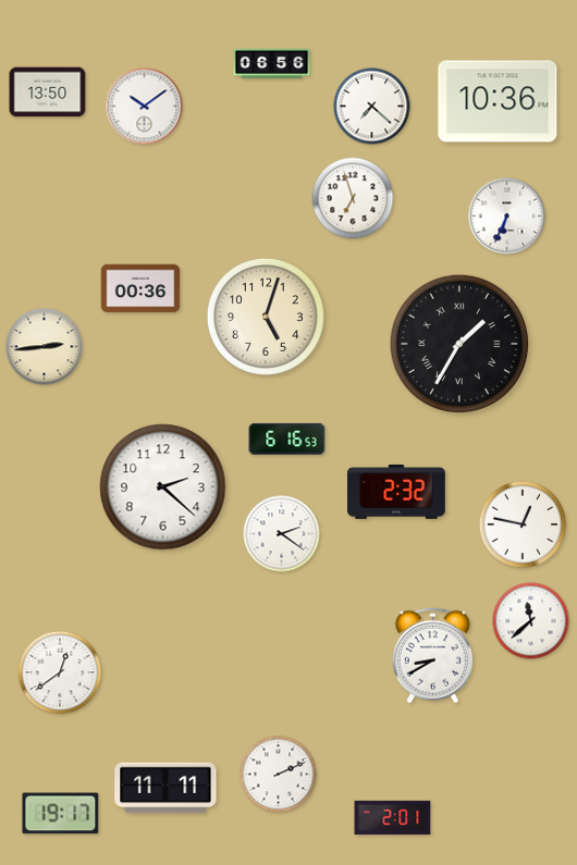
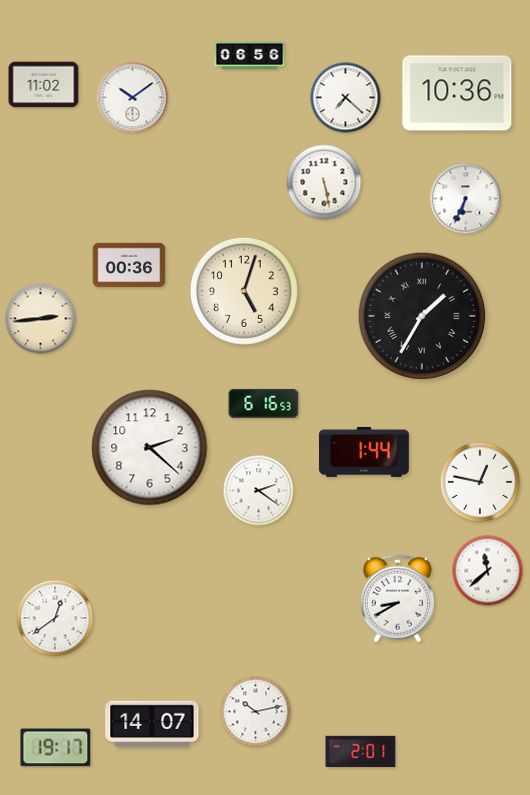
clock at (272, 64) position: (272, 64) -> (250, 56)
clock at (48, 92): 13:50 -> 11:02
clock at (372, 107) position: (372, 107) -> (346, 98)
clock at (353, 198): 6:57 -> 5:28
clock at (396, 492): 2:32 -> 1:44
clock at (432, 656) position: (432, 656) -> (397, 599)
clock at (279, 775): 2:11 -> 10:13
clock at (165, 788): 11:11 -> 14:07
